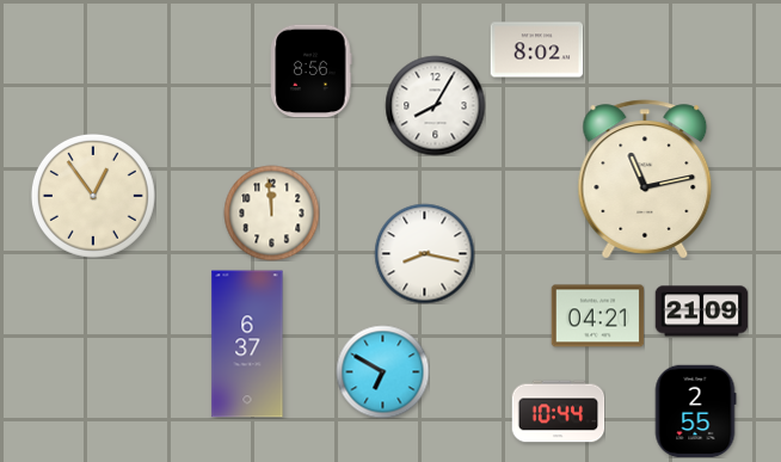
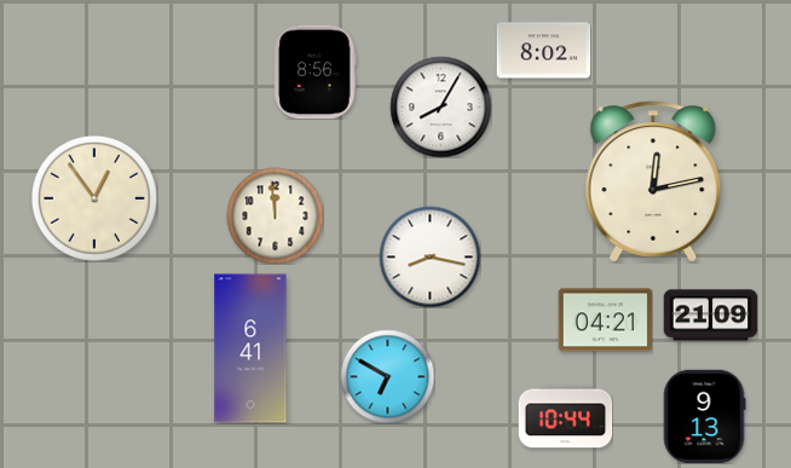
clock at (645, 179): 11:13 -> 12:13
clock at (247, 344): 6:37 -> 6:41
clock at (695, 411): 2:55 -> 9:13
